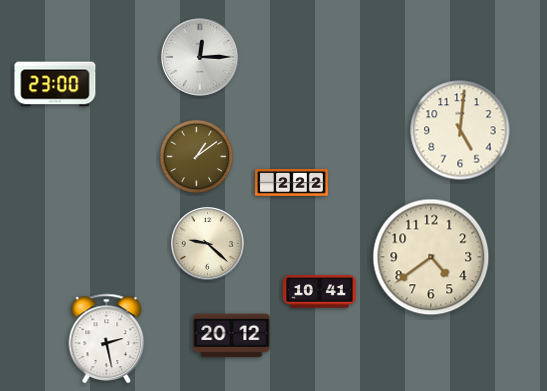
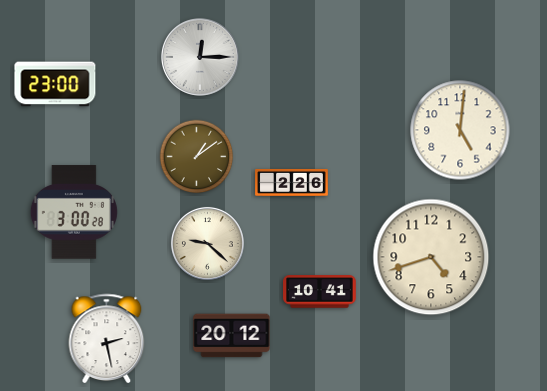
clock at (292, 182): 2:22 -> 2:26
clock at (74, 212): none -> 3:00
clock at (431, 257): 4:39 -> 4:42
